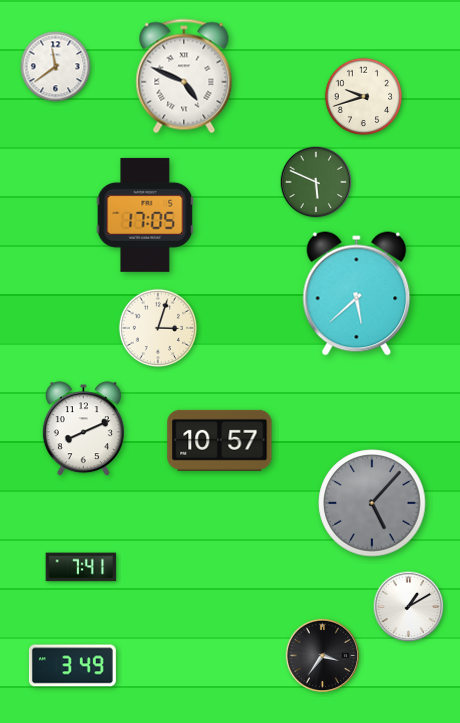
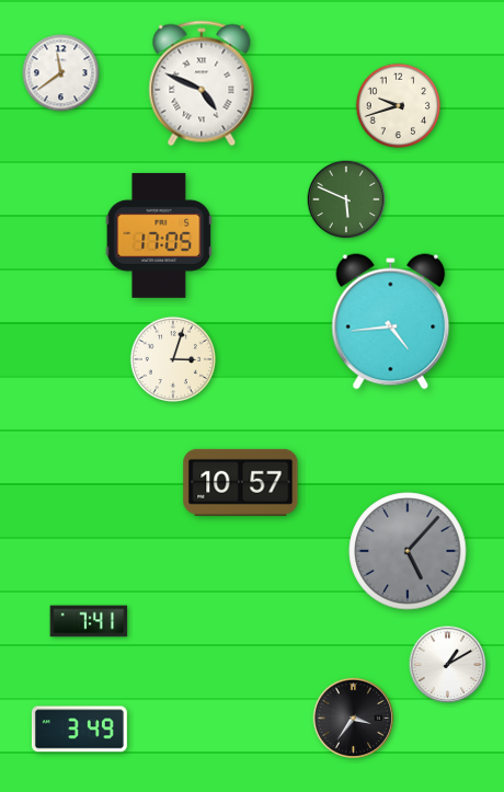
clock at (357, 294): 5:38 -> 4:44
clock at (83, 429): 8:11 -> none
